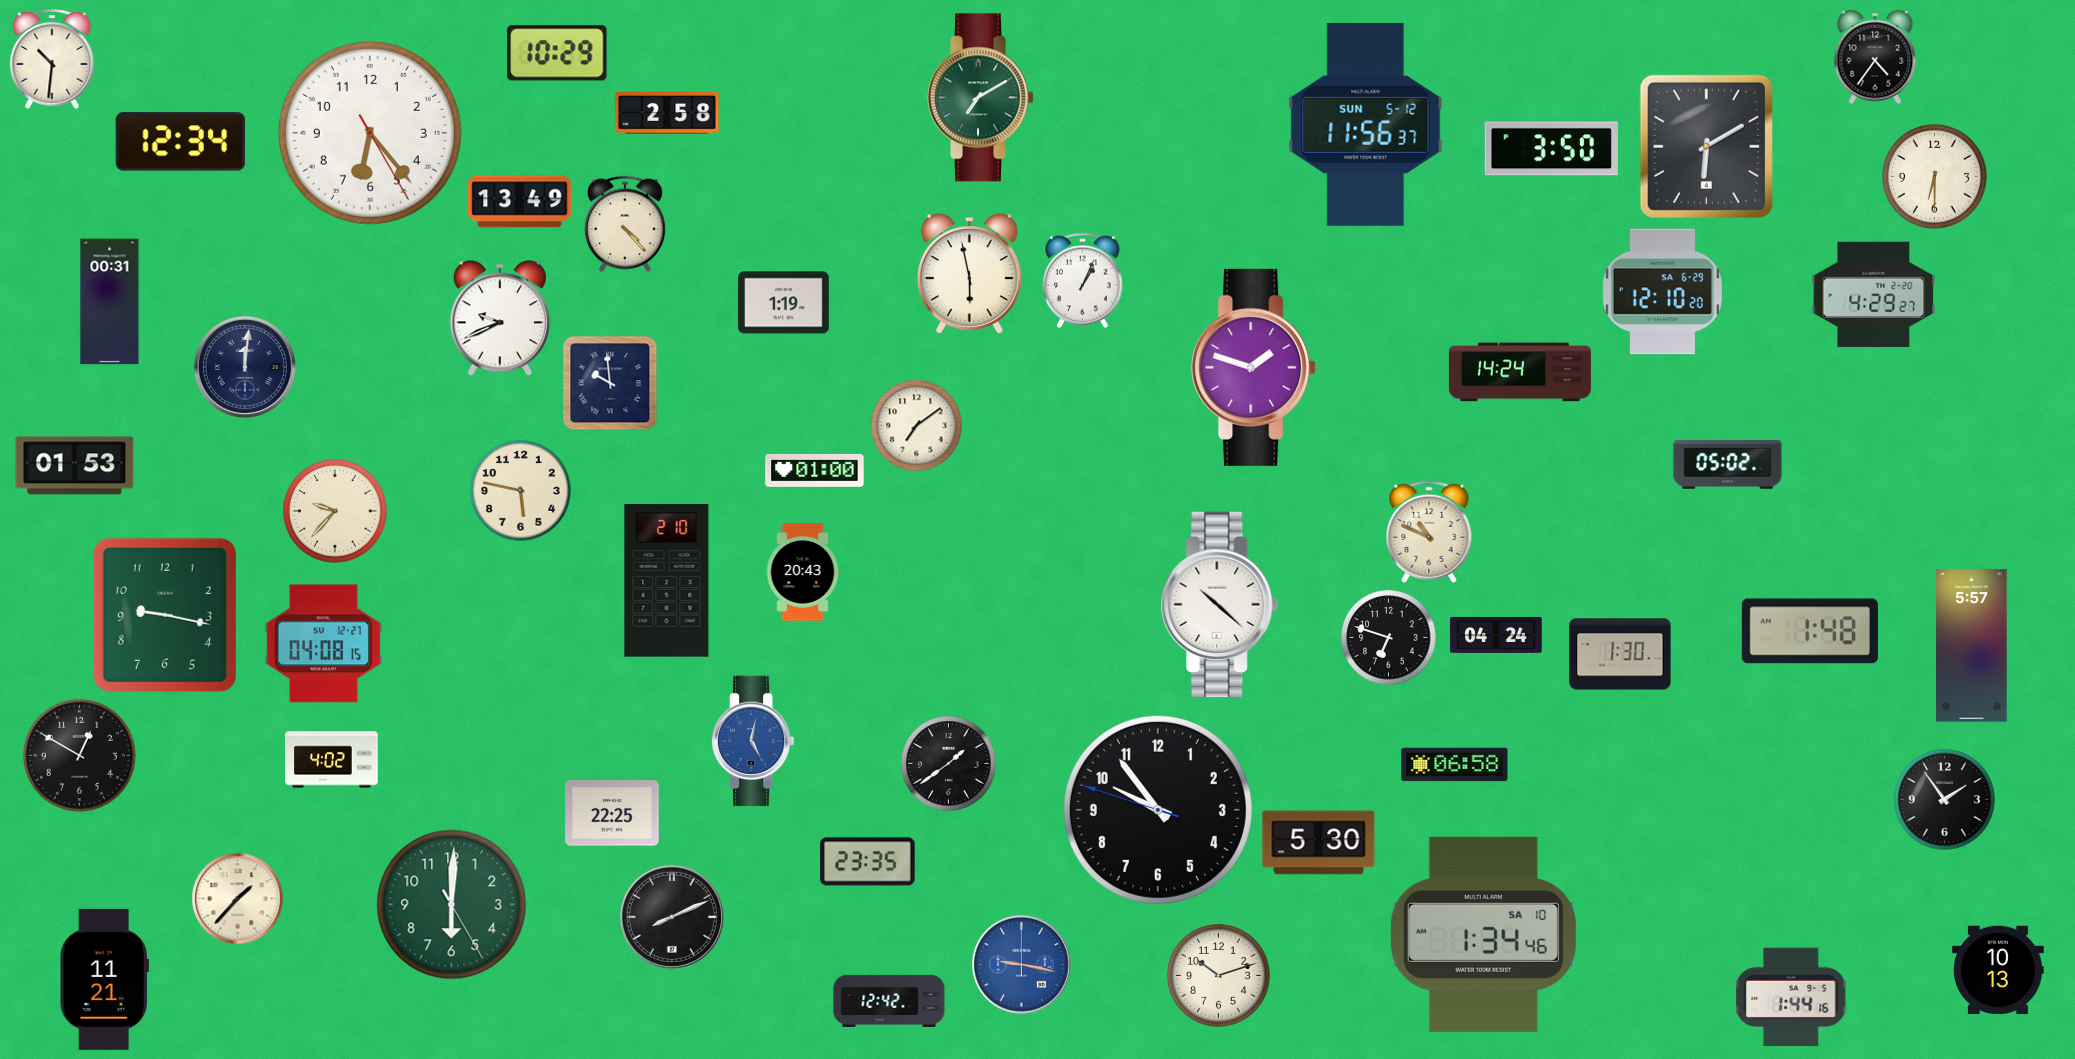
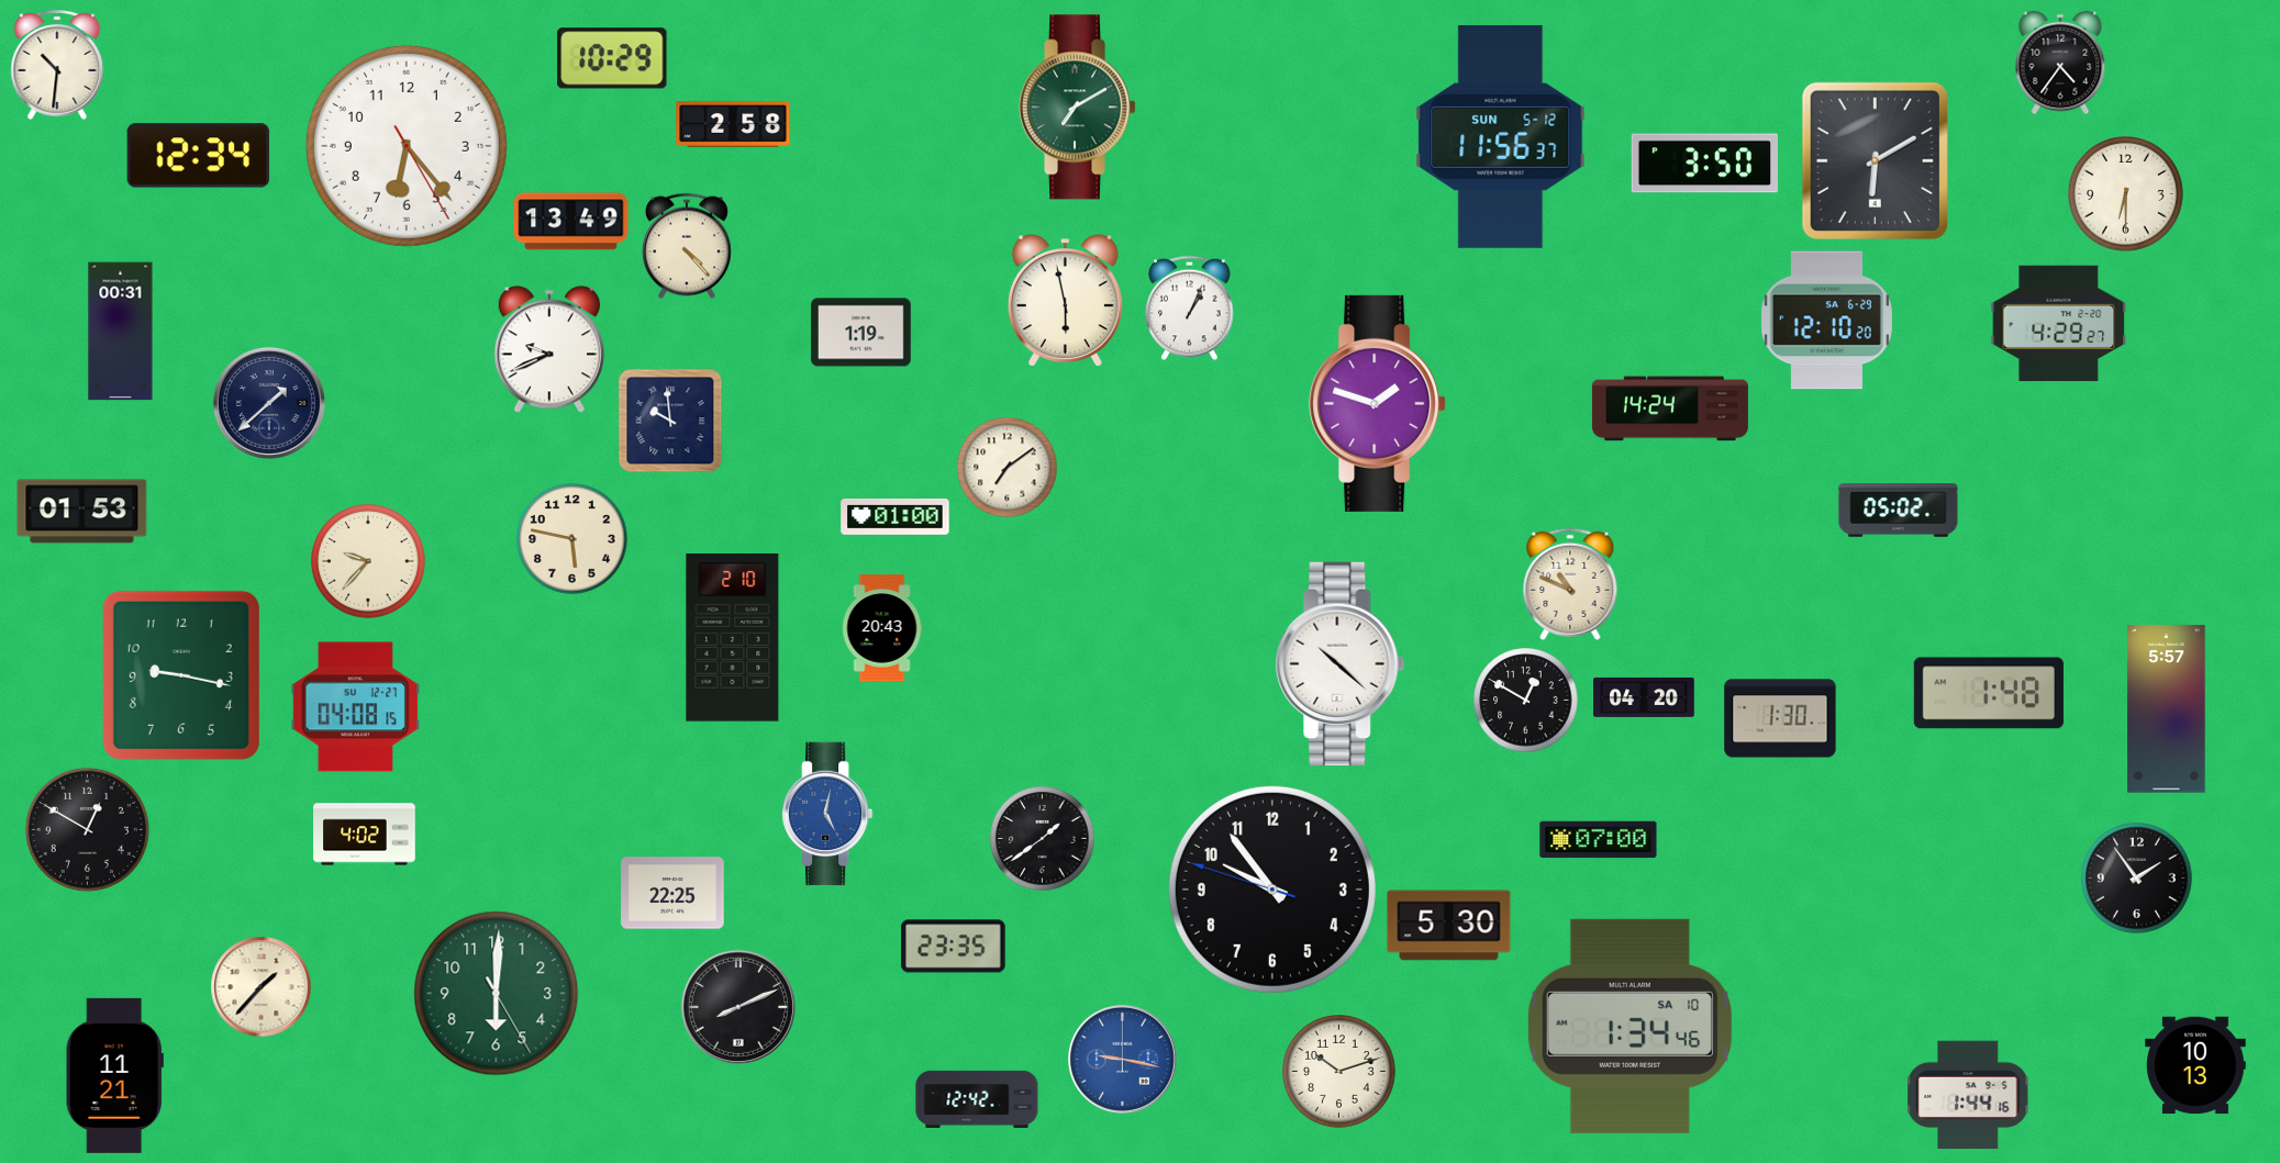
clock at (245, 367): 12:01 -> 1:38
clock at (1496, 635): 04:24 -> 04:20
clock at (1388, 637): 6:48 -> 12:50
clock at (1455, 765): 06:58 -> 07:00
